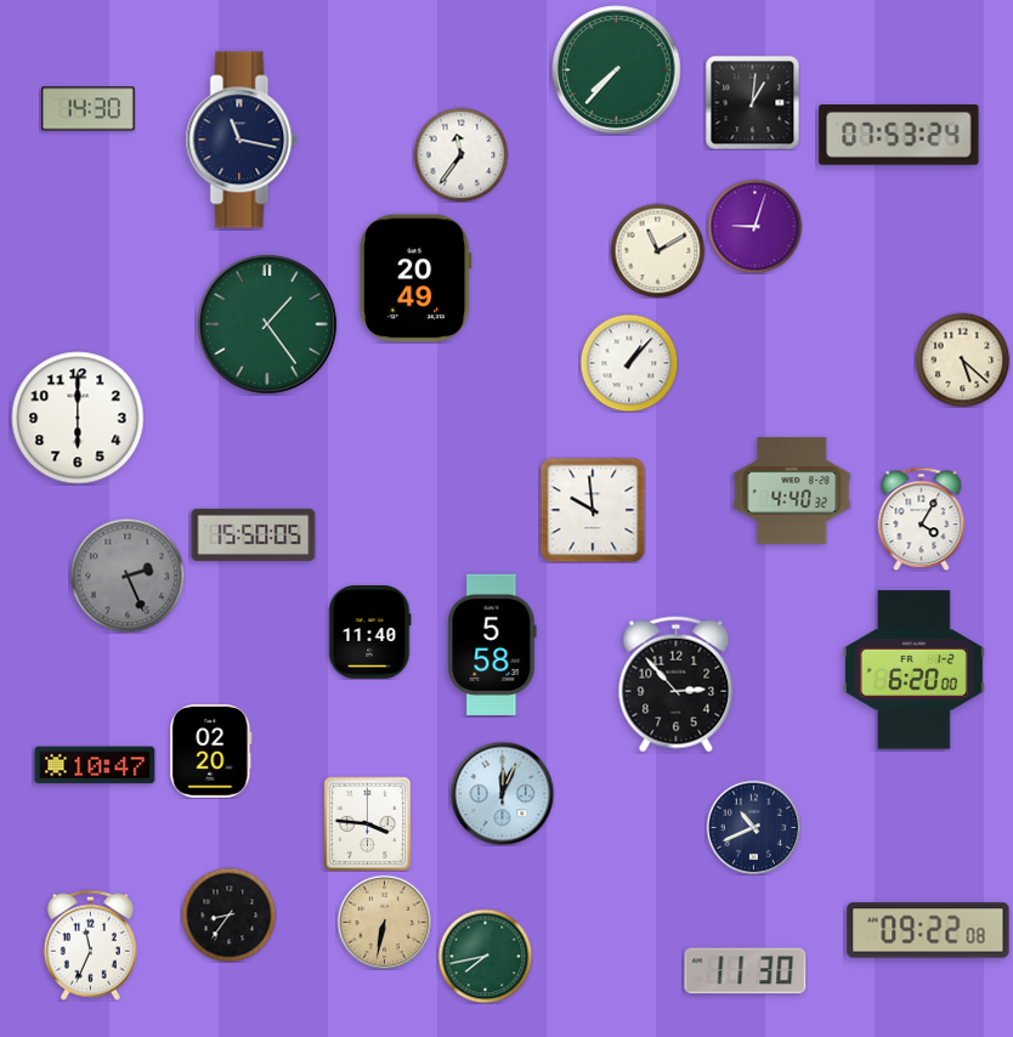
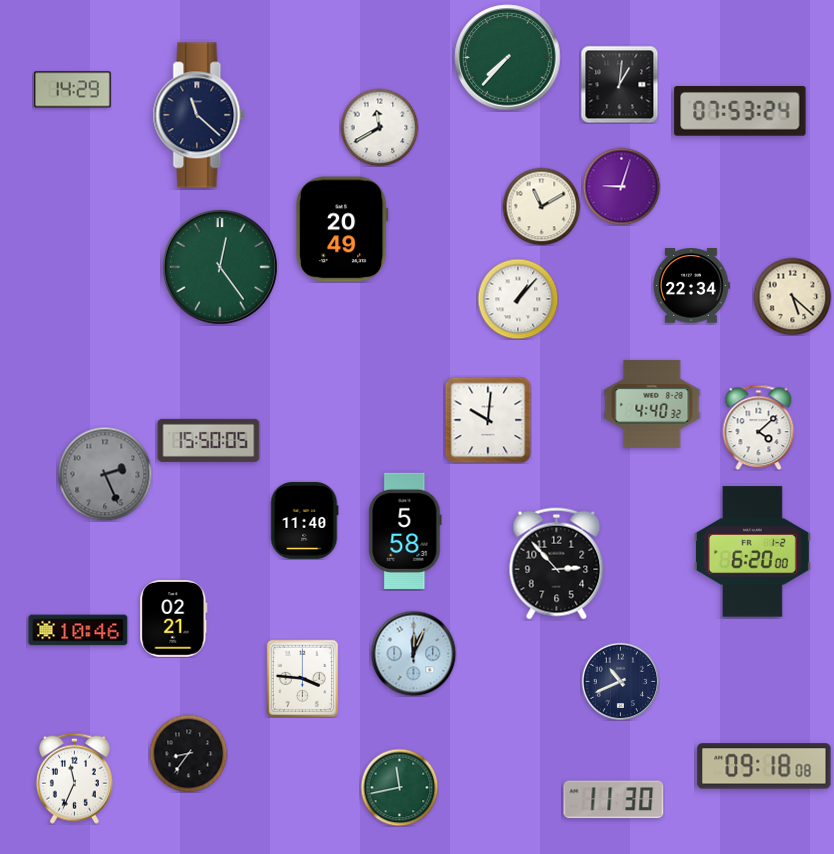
clock at (89, 109): 14:30 -> 14:29
clock at (242, 140): 11:17 -> 11:22
clock at (460, 154): 11:36 -> 11:40
clock at (267, 324): 1:24 -> 12:24
clock at (691, 286): none -> 22:34
clock at (78, 418): 6:00 -> none
clock at (593, 510): 9:59 -> 10:01
clock at (922, 518): 4:05 -> 4:08
clock at (211, 752): 02:20 -> 02:21
clock at (95, 765): 10:47 -> 10:46
clock at (384, 922): 6:32 -> none
clock at (928, 930): 09:22 -> 09:18
clock at (485, 956): 7:43 -> 11:43
